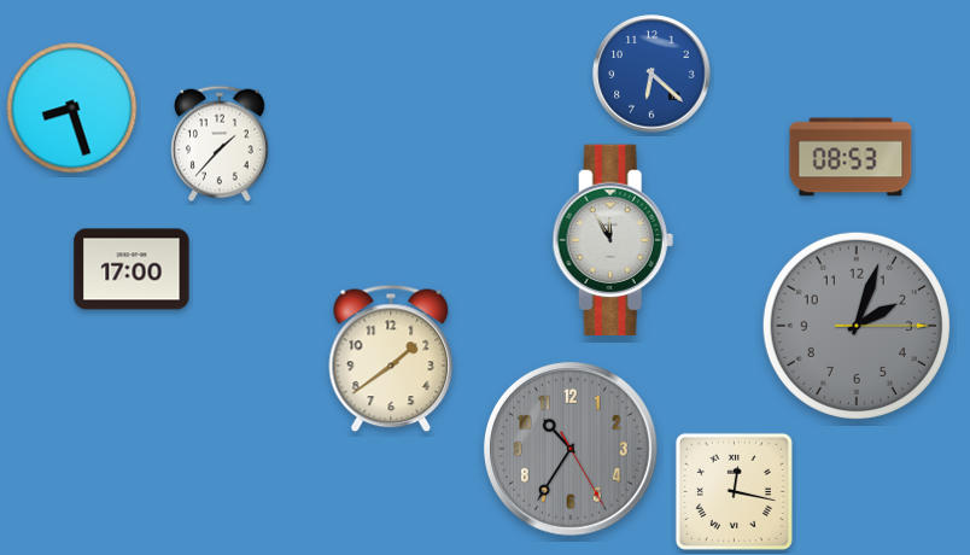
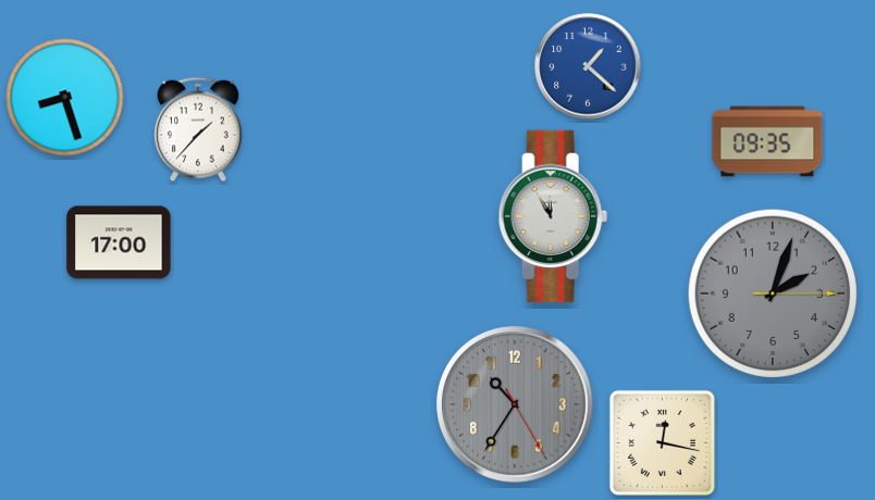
clock at (651, 74): 6:22 -> 1:22
clock at (851, 157): 08:53 -> 09:35
clock at (391, 358): 1:39 -> none
